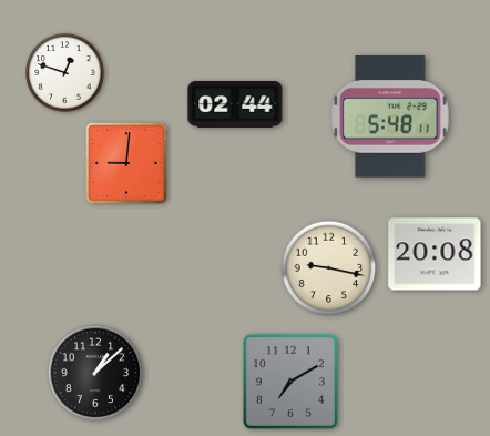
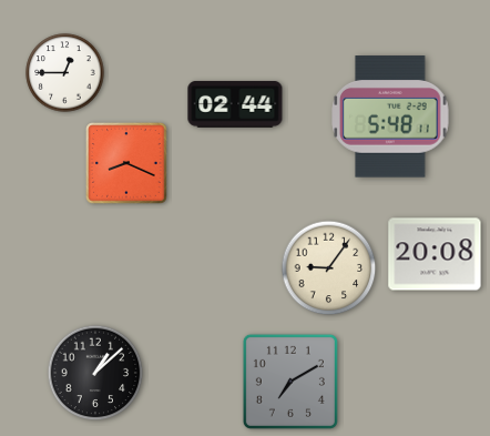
clock at (65, 73): 12:48 -> 12:45
clock at (126, 163): 9:01 -> 8:19
clock at (329, 268): 9:17 -> 9:06
